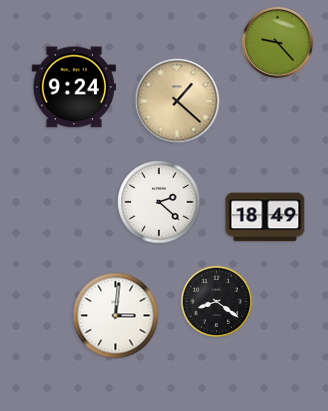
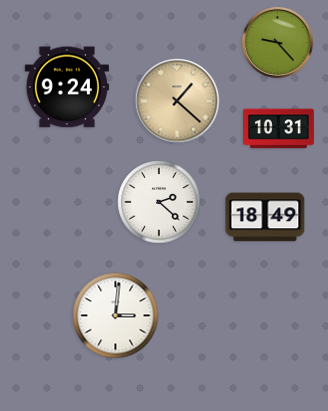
clock at (74, 87) position: (74, 87) -> (67, 87)
clock at (279, 129): none -> 10:31
clock at (217, 302): 8:21 -> none
